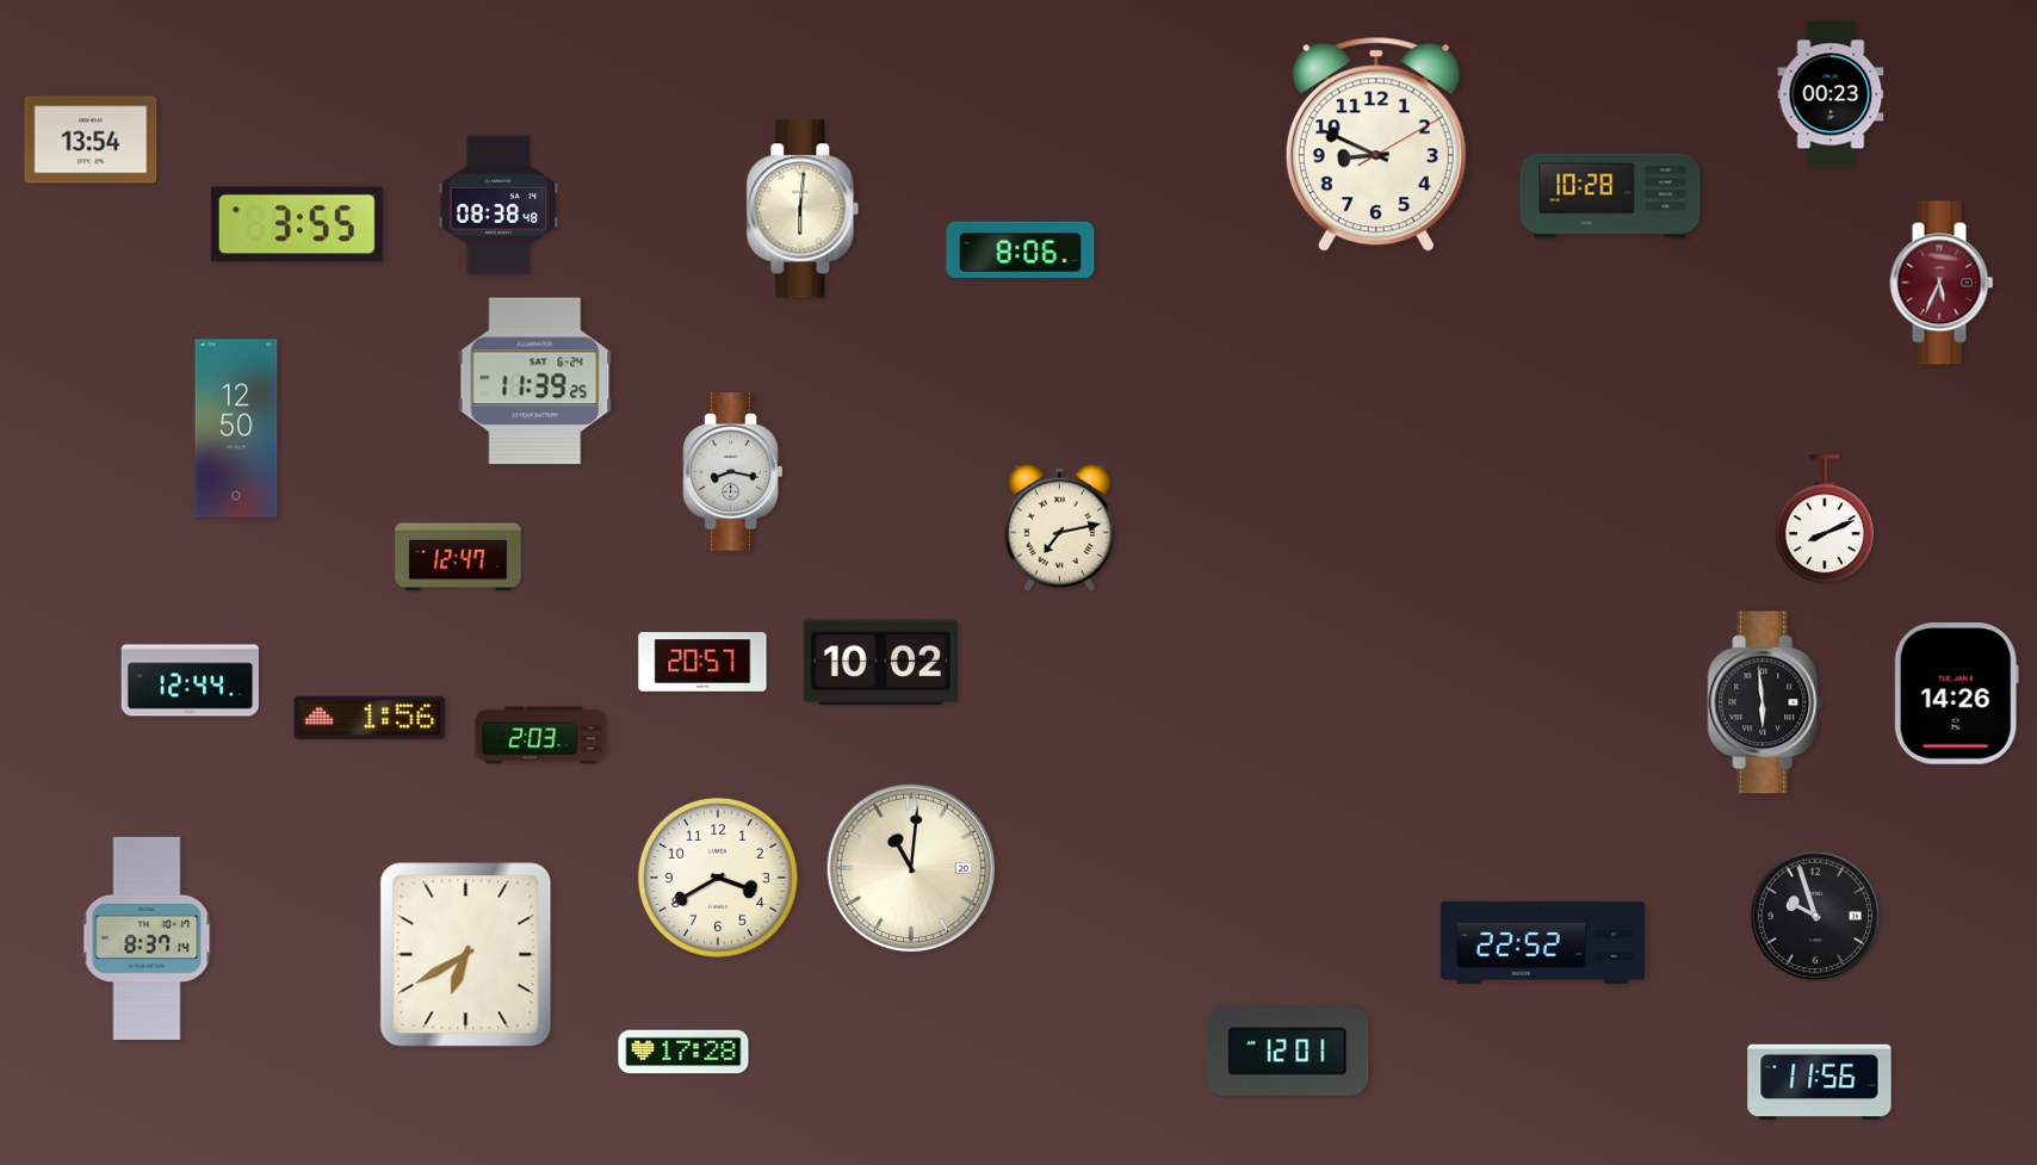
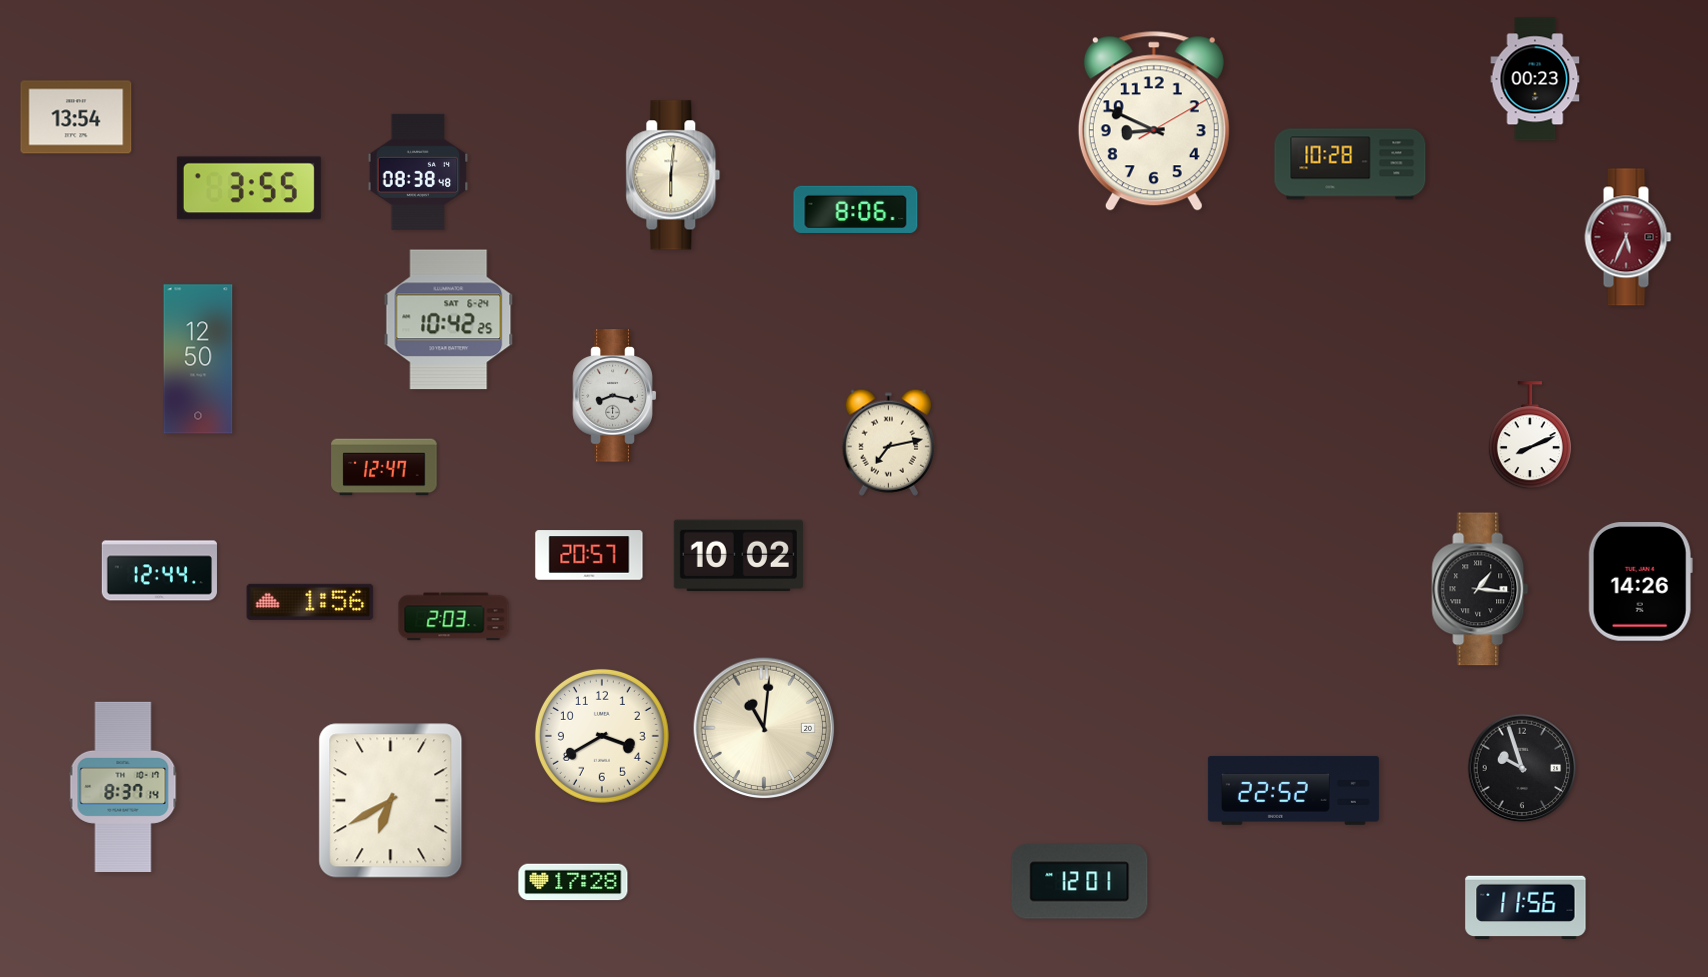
clock at (535, 382): 11:39 -> 10:42
clock at (1765, 702): 5:59 -> 1:16
